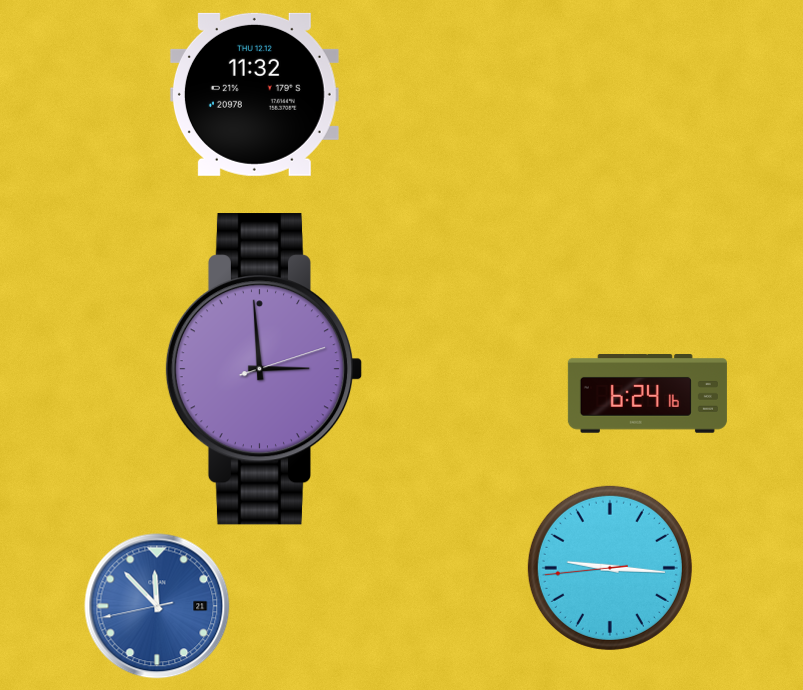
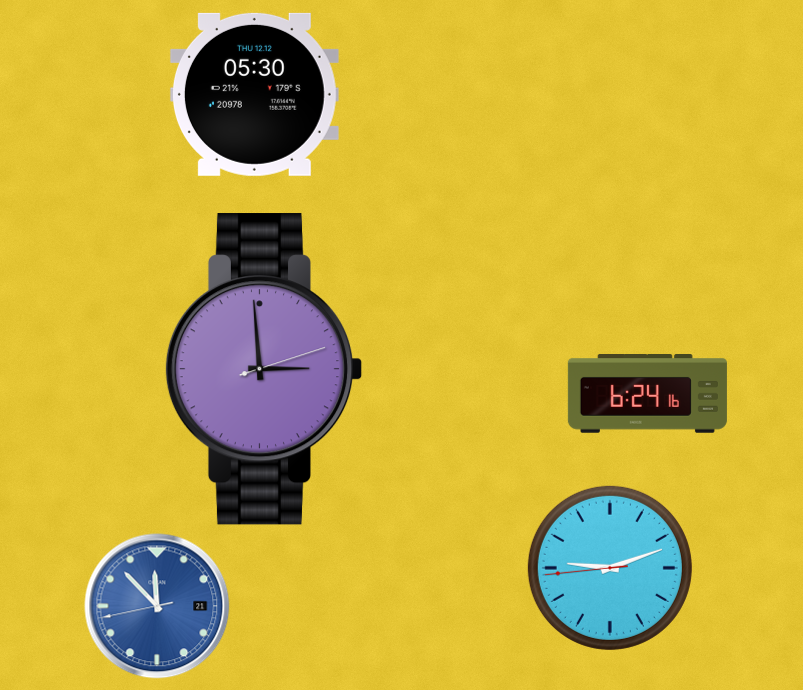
clock at (254, 94): 11:32 -> 05:30
clock at (610, 568): 9:15 -> 9:11
